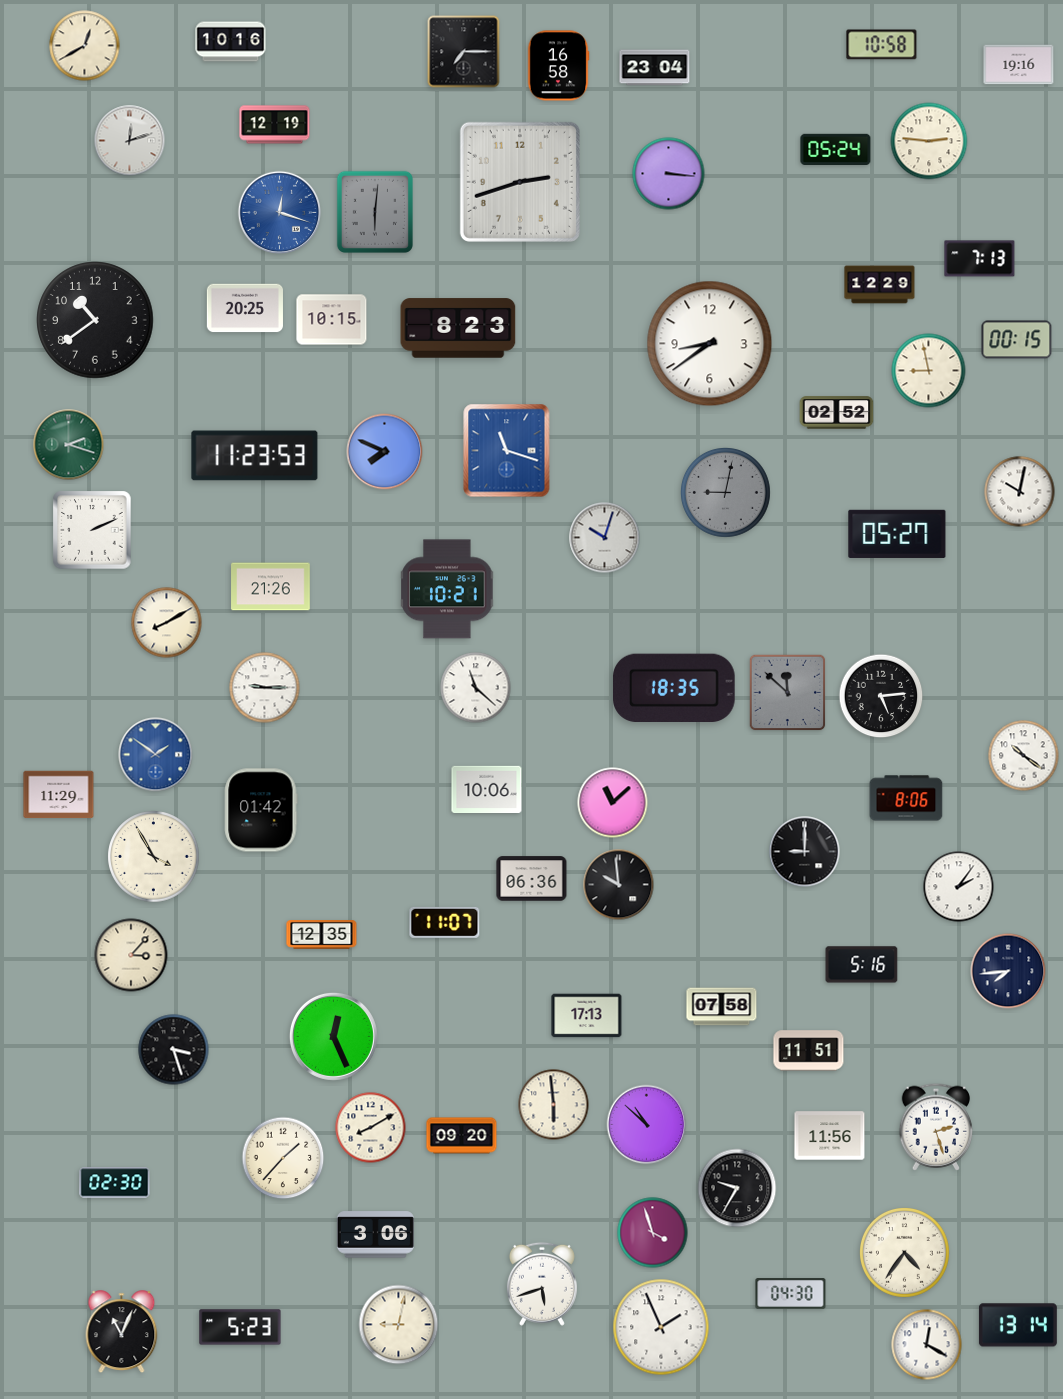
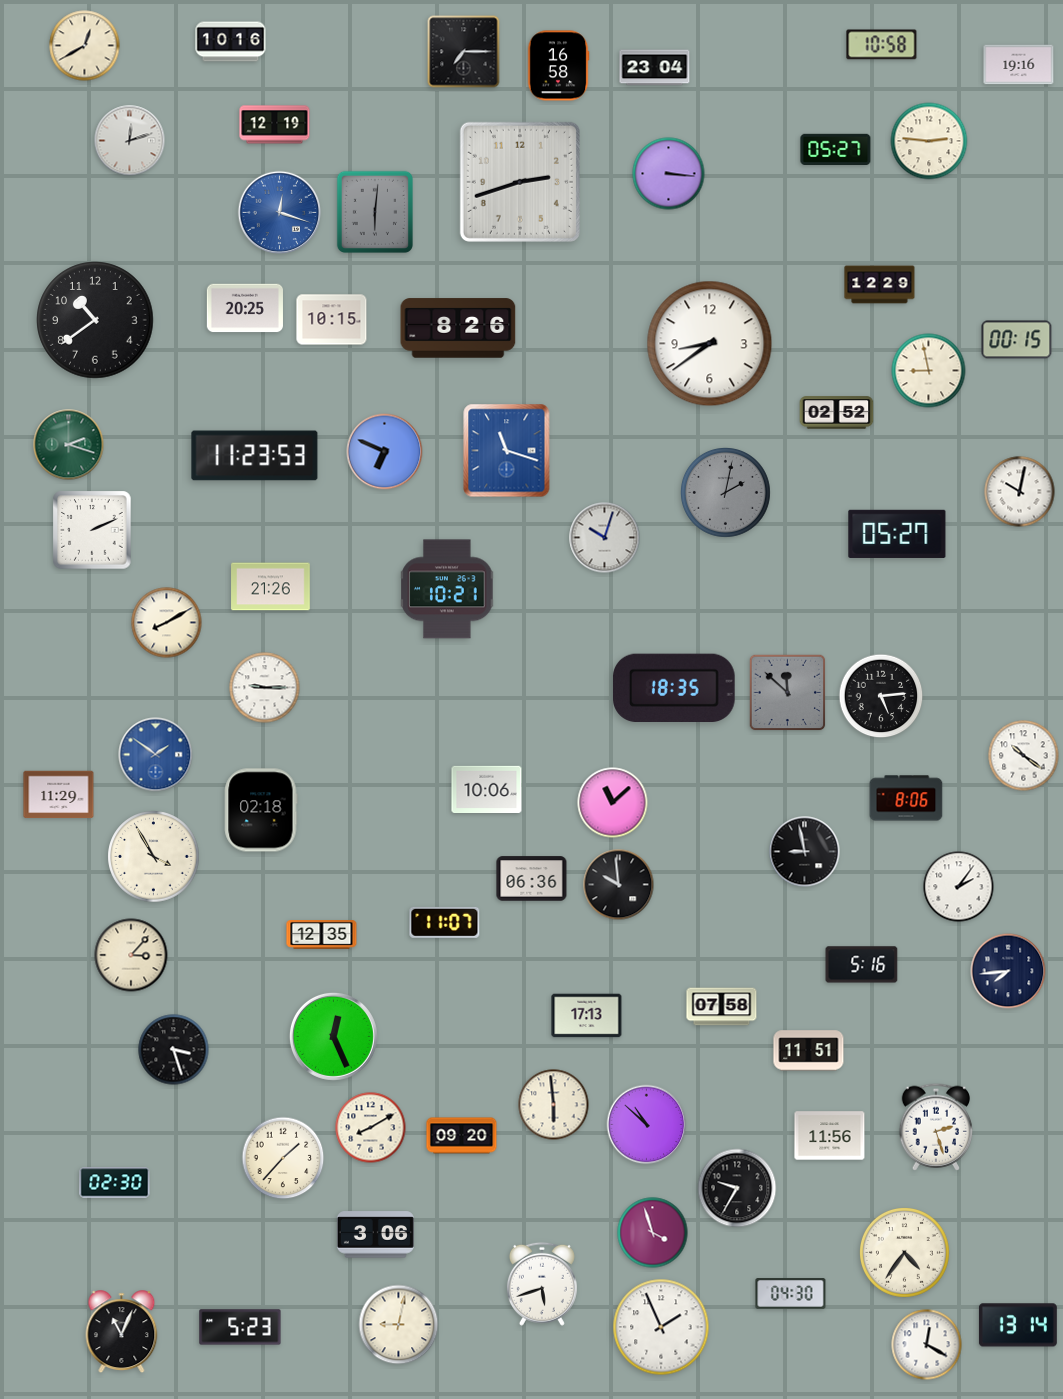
clock at (836, 149): 05:24 -> 05:27
clock at (980, 259): 7:13 -> none
clock at (458, 328): 8:23 -> 8:26
clock at (385, 452): 7:49 -> 6:49
clock at (726, 493): 9:02 -> 2:02
clock at (476, 688): 11:22 -> none
clock at (261, 810): 01:42 -> 02:18
clock at (805, 852): 9:00 -> 8:58
